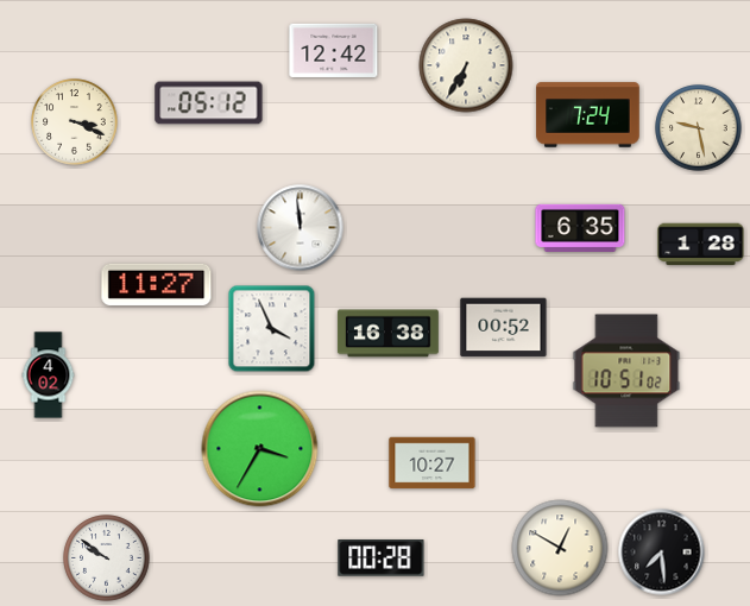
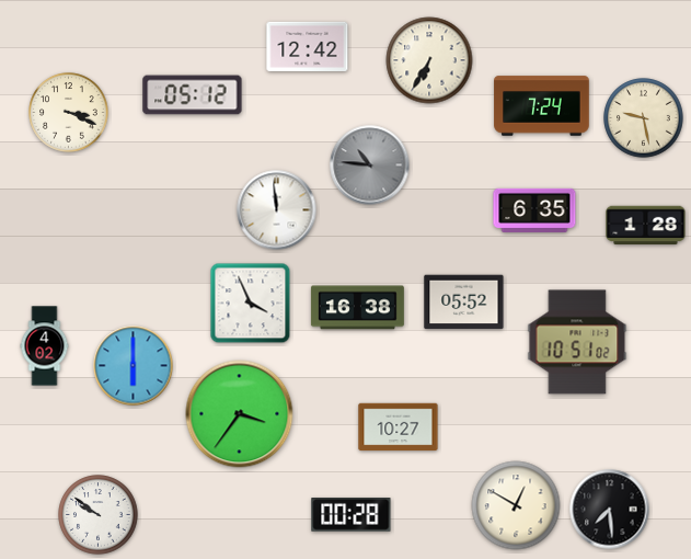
clock at (370, 166): none -> 10:46
clock at (157, 284): 11:27 -> none
clock at (504, 328): 00:52 -> 05:52
clock at (134, 366): none -> 6:00
clock at (260, 449): 3:35 -> 3:36
